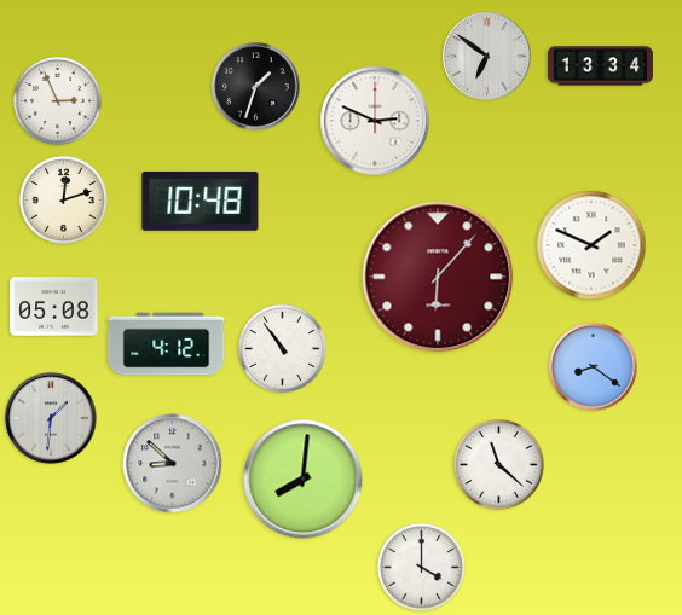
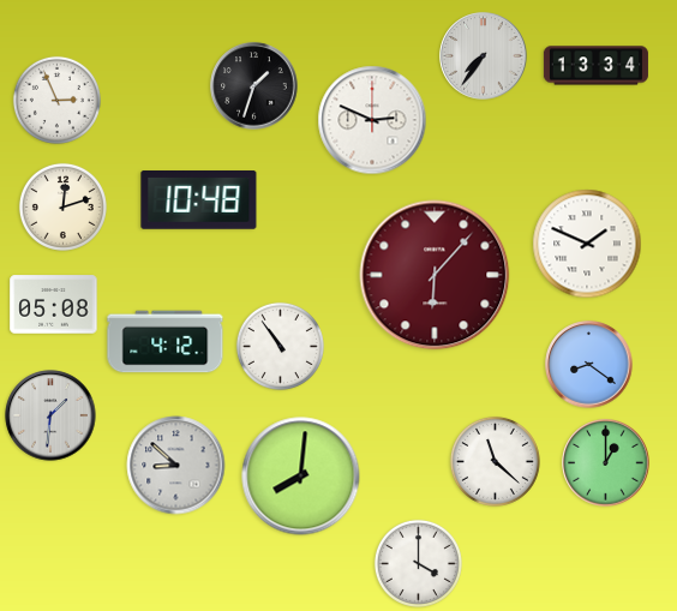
clock at (487, 57): 6:51 -> 7:36
clock at (63, 199) position: (63, 199) -> (62, 206)
clock at (173, 464) position: (173, 464) -> (176, 466)
clock at (606, 463): none -> 1:00
